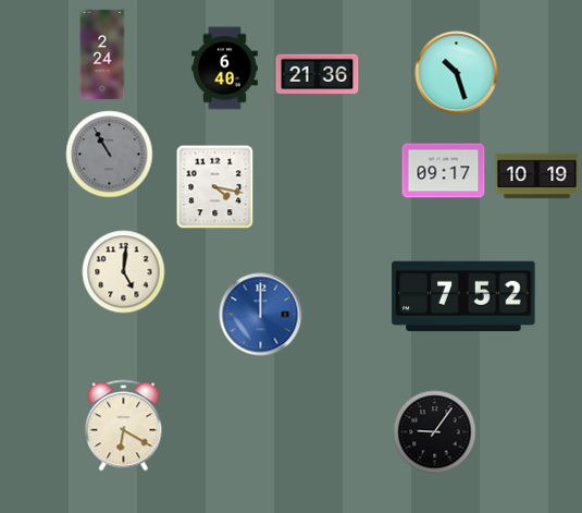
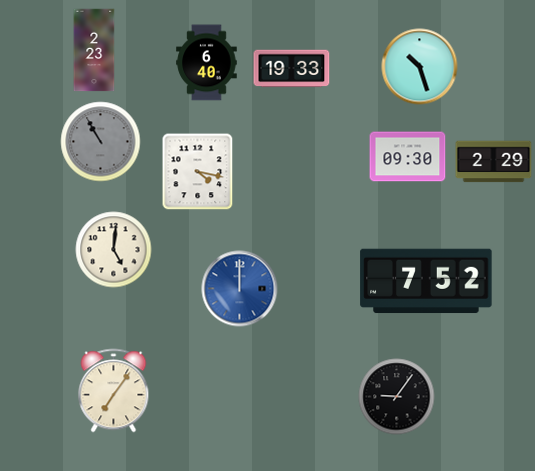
clock at (102, 54): 2:24 -> 2:23
clock at (318, 75): 21:36 -> 19:33
clock at (444, 171): 09:17 -> 09:30
clock at (537, 176): 10:19 -> 2:29
clock at (463, 296) position: (463, 296) -> (426, 281)
clock at (124, 426): 6:20 -> 7:06
clock at (435, 432) position: (435, 432) -> (397, 397)
